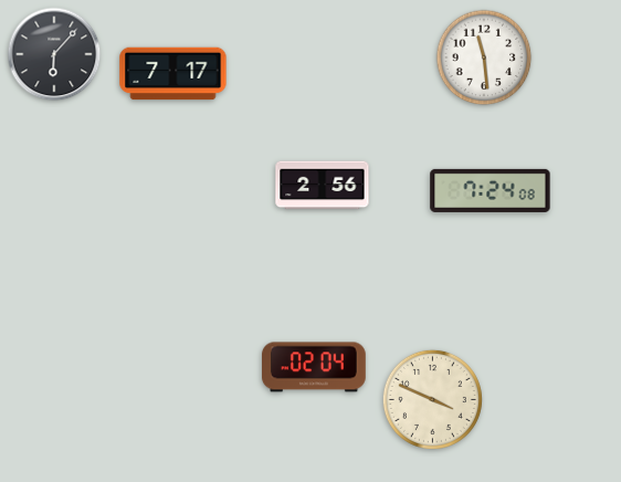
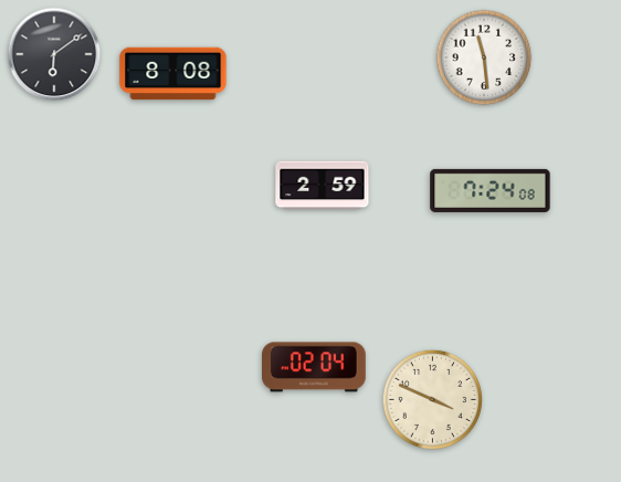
clock at (54, 54): 6:07 -> 6:09
clock at (173, 74): 7:17 -> 8:08
clock at (323, 186): 2:56 -> 2:59
